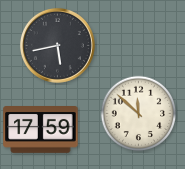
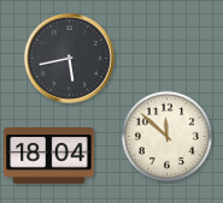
clock at (57, 45) position: (57, 45) -> (69, 58)
clock at (41, 130): 17:59 -> 18:04
